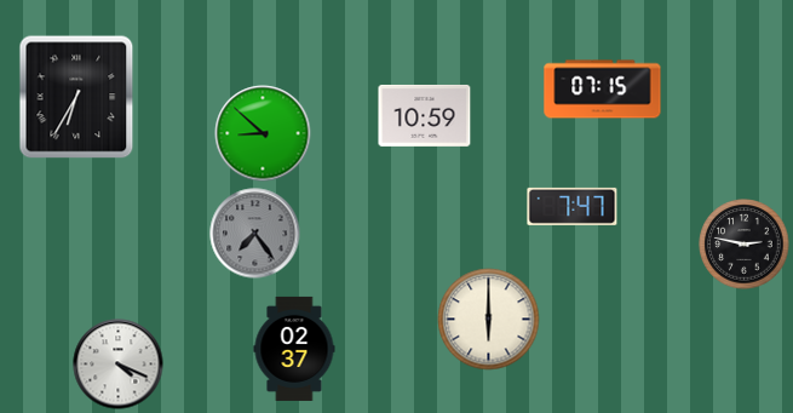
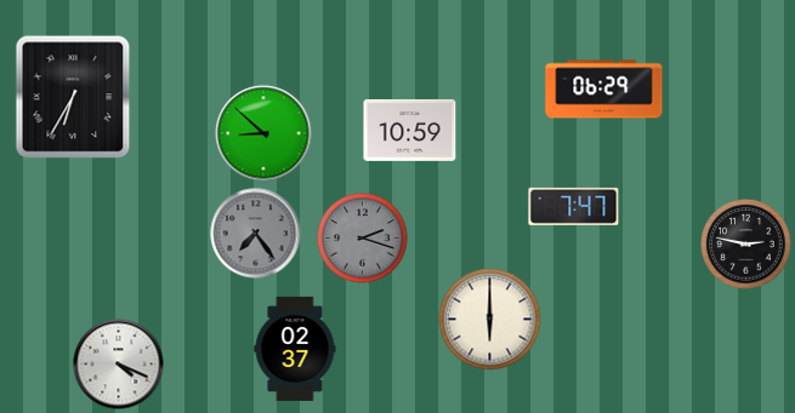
clock at (603, 90): 07:15 -> 06:29
clock at (76, 97) position: (76, 97) -> (73, 97)
clock at (425, 115) position: (425, 115) -> (410, 130)
clock at (363, 239): none -> 2:18
